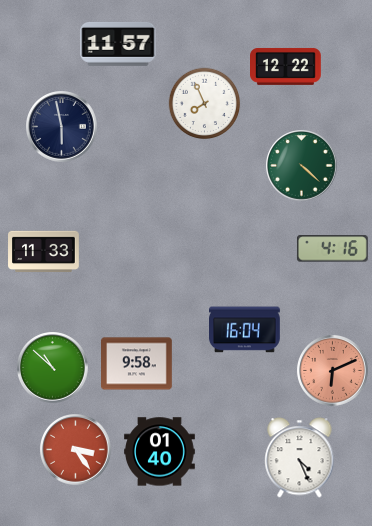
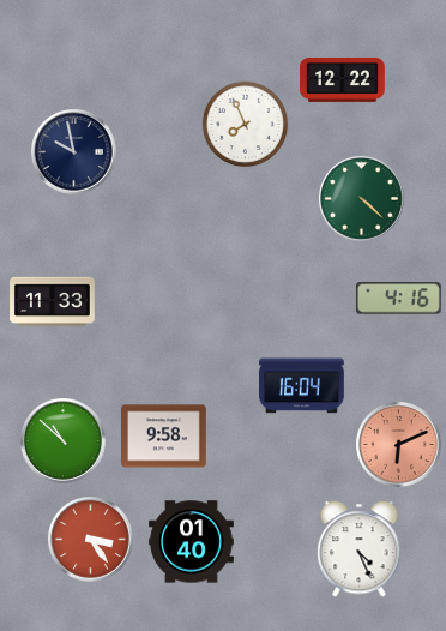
clock at (118, 44): 11:57 -> none
clock at (62, 127): 5:58 -> 9:58
clock at (245, 330) position: (245, 330) -> (302, 386)
